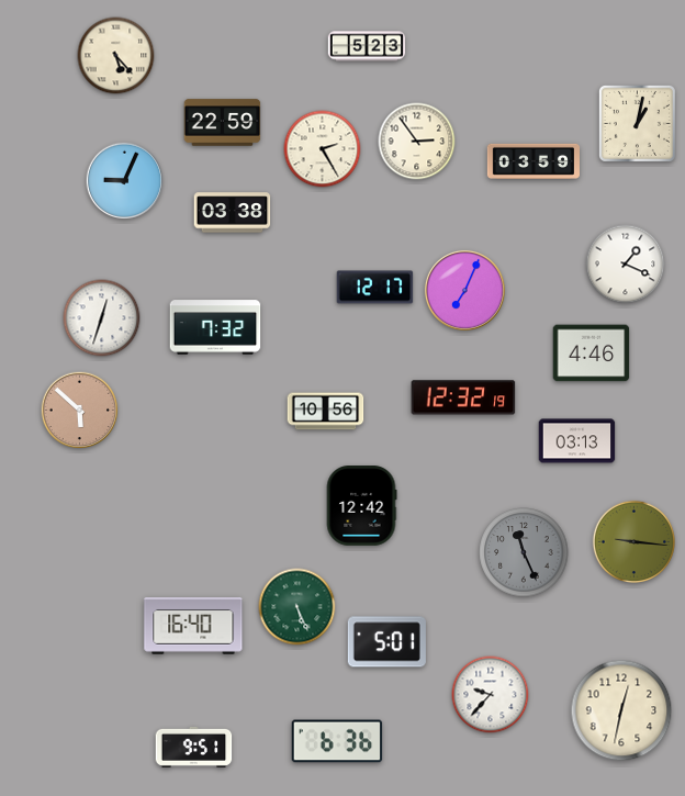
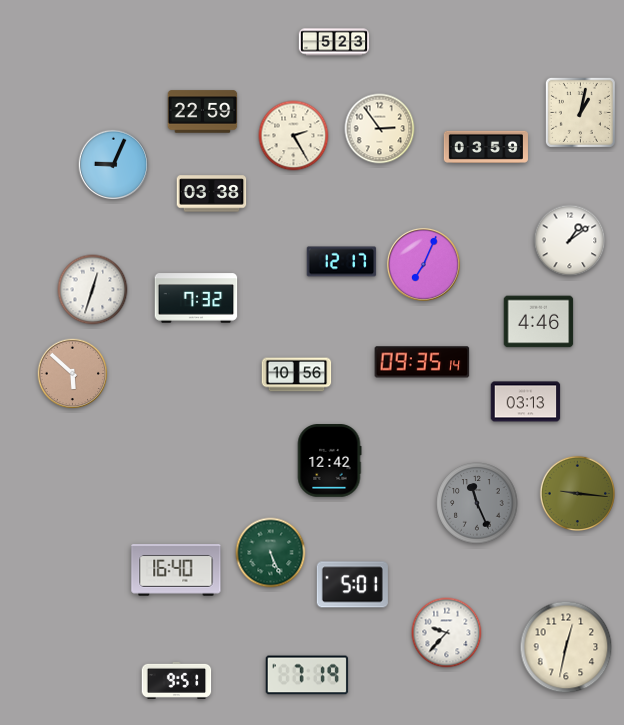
clock at (116, 56): 5:23 -> none
clock at (626, 265): 1:19 -> 1:09
clock at (463, 397): 12:32 -> 09:35
clock at (337, 741): 6:36 -> 7:19
